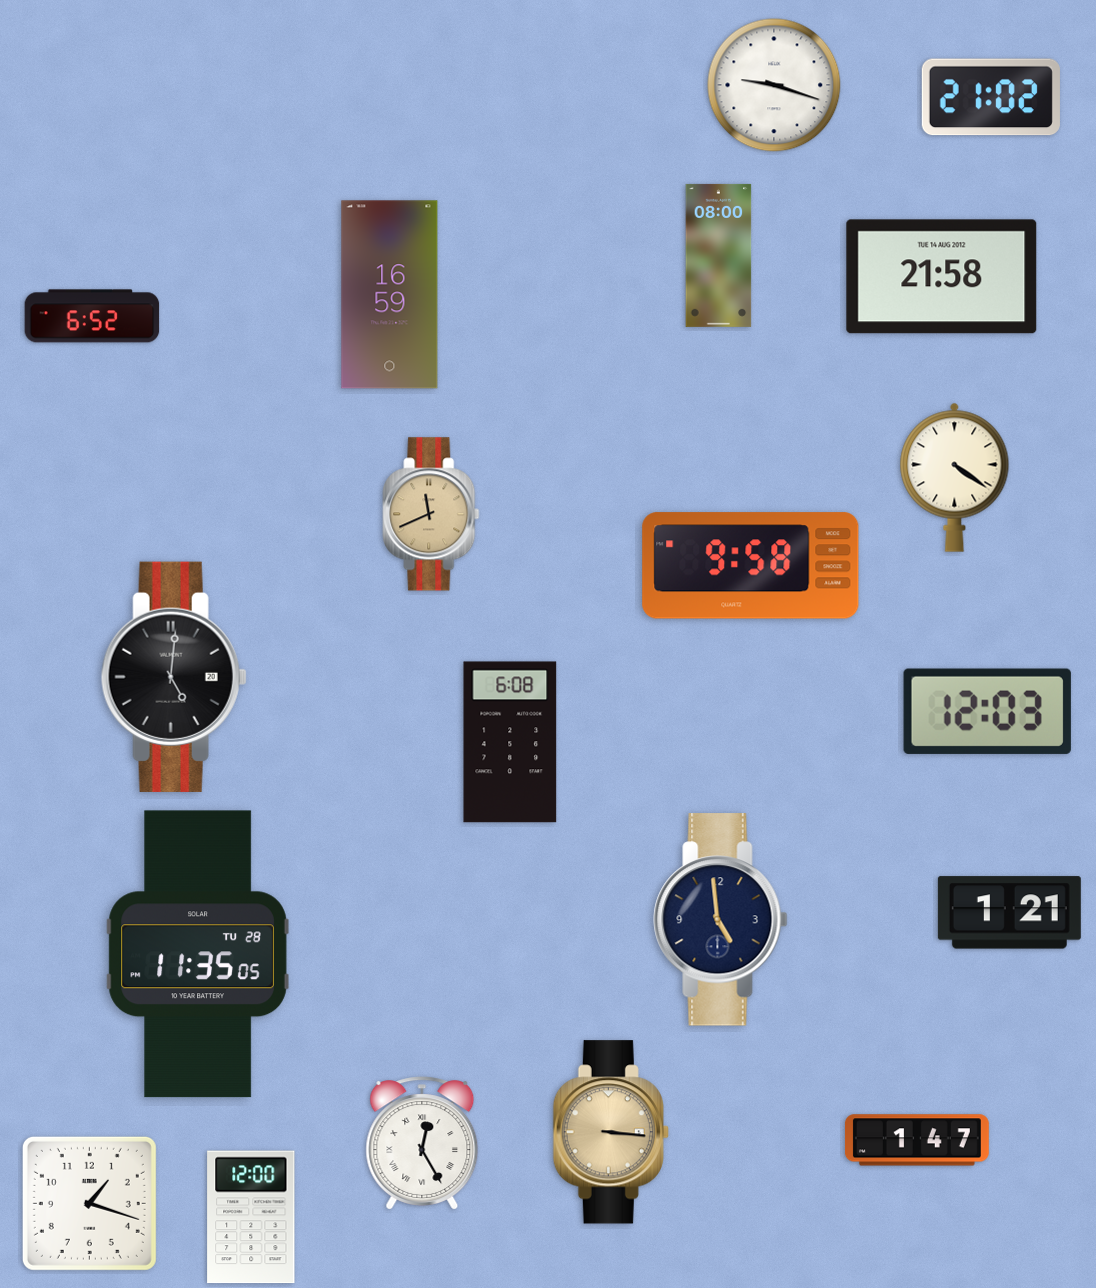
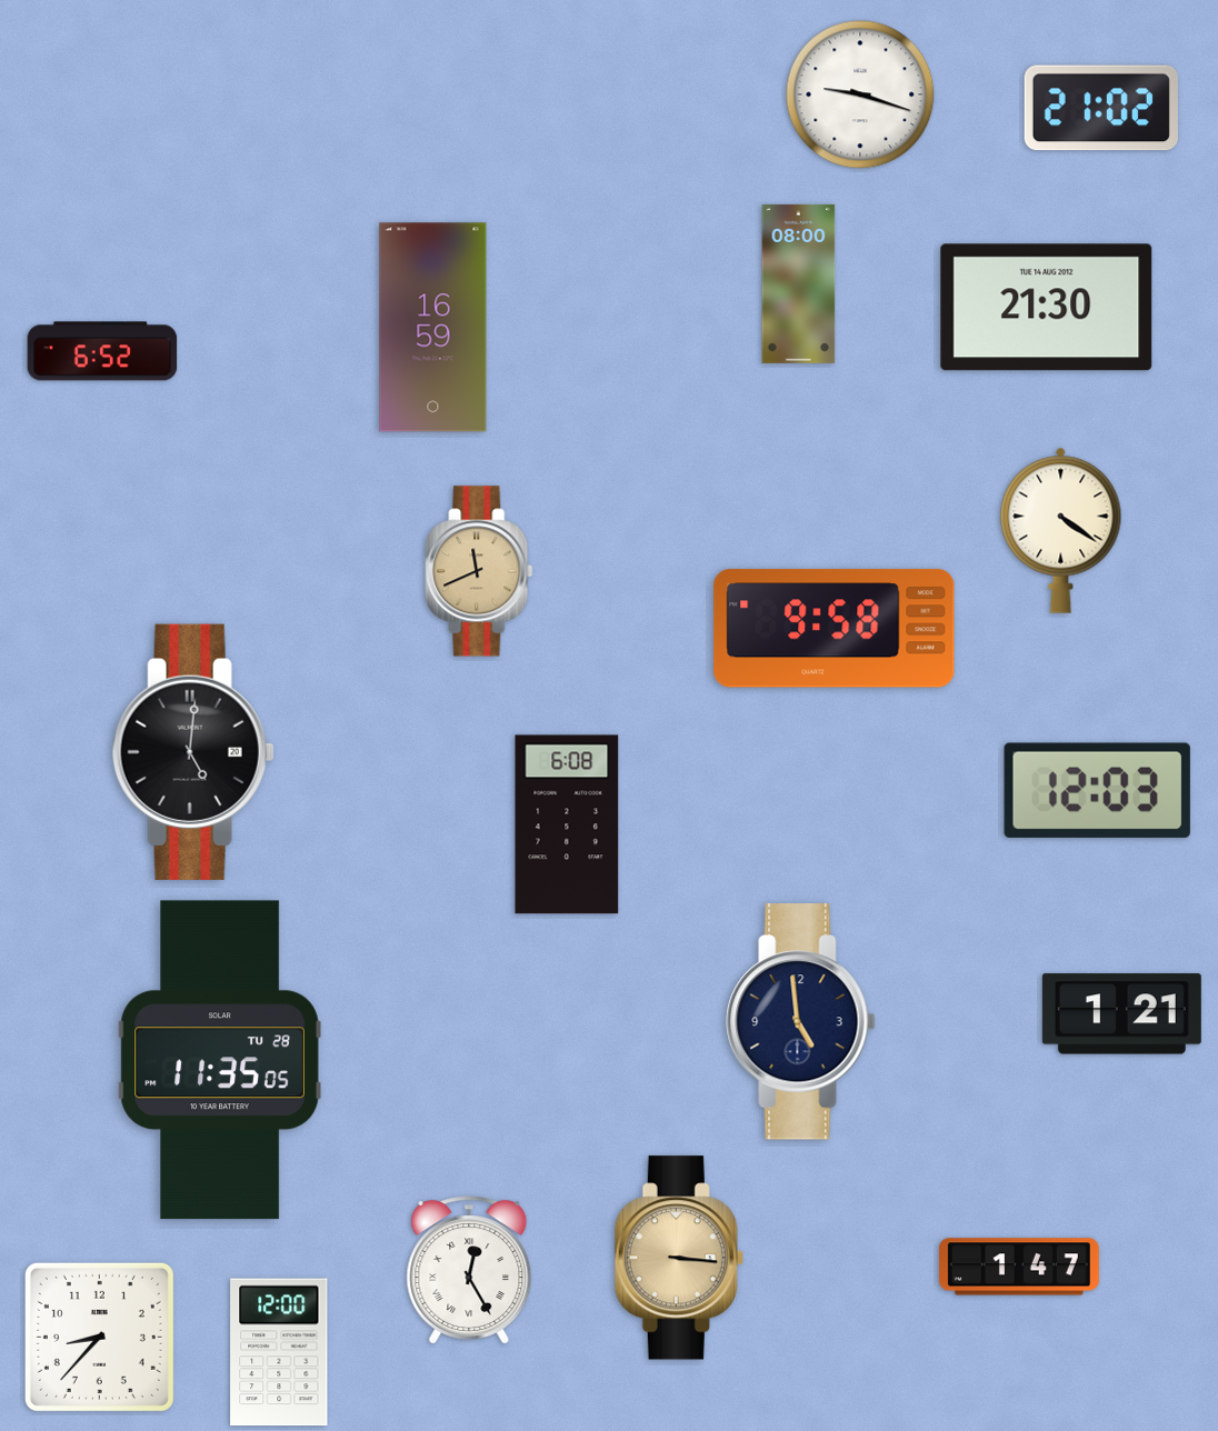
clock at (942, 277): 21:58 -> 21:30
clock at (89, 1203): 1:18 -> 8:37
